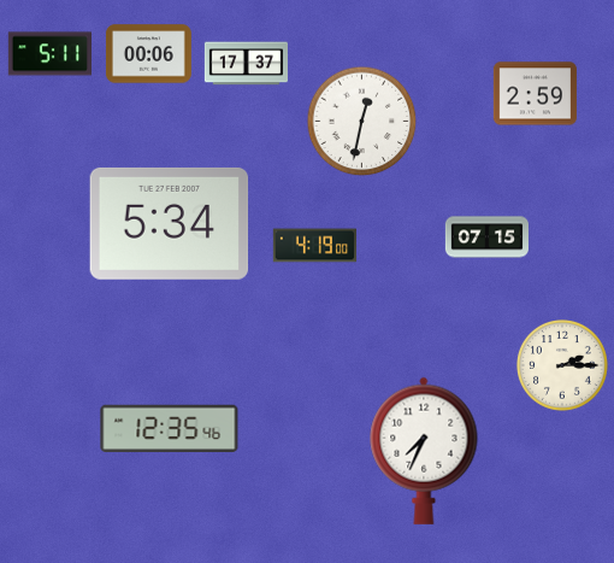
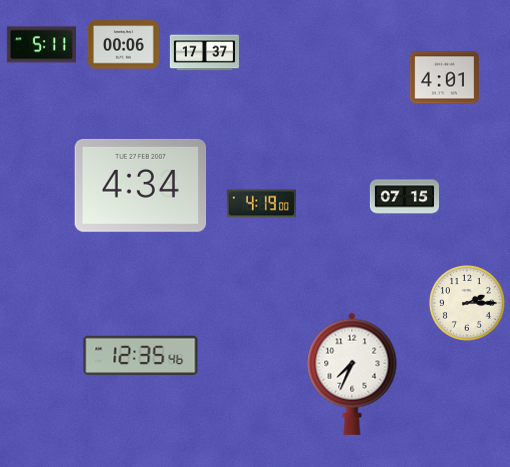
clock at (535, 94): 2:59 -> 4:01
clock at (362, 122): 12:32 -> none
clock at (170, 223): 5:34 -> 4:34
